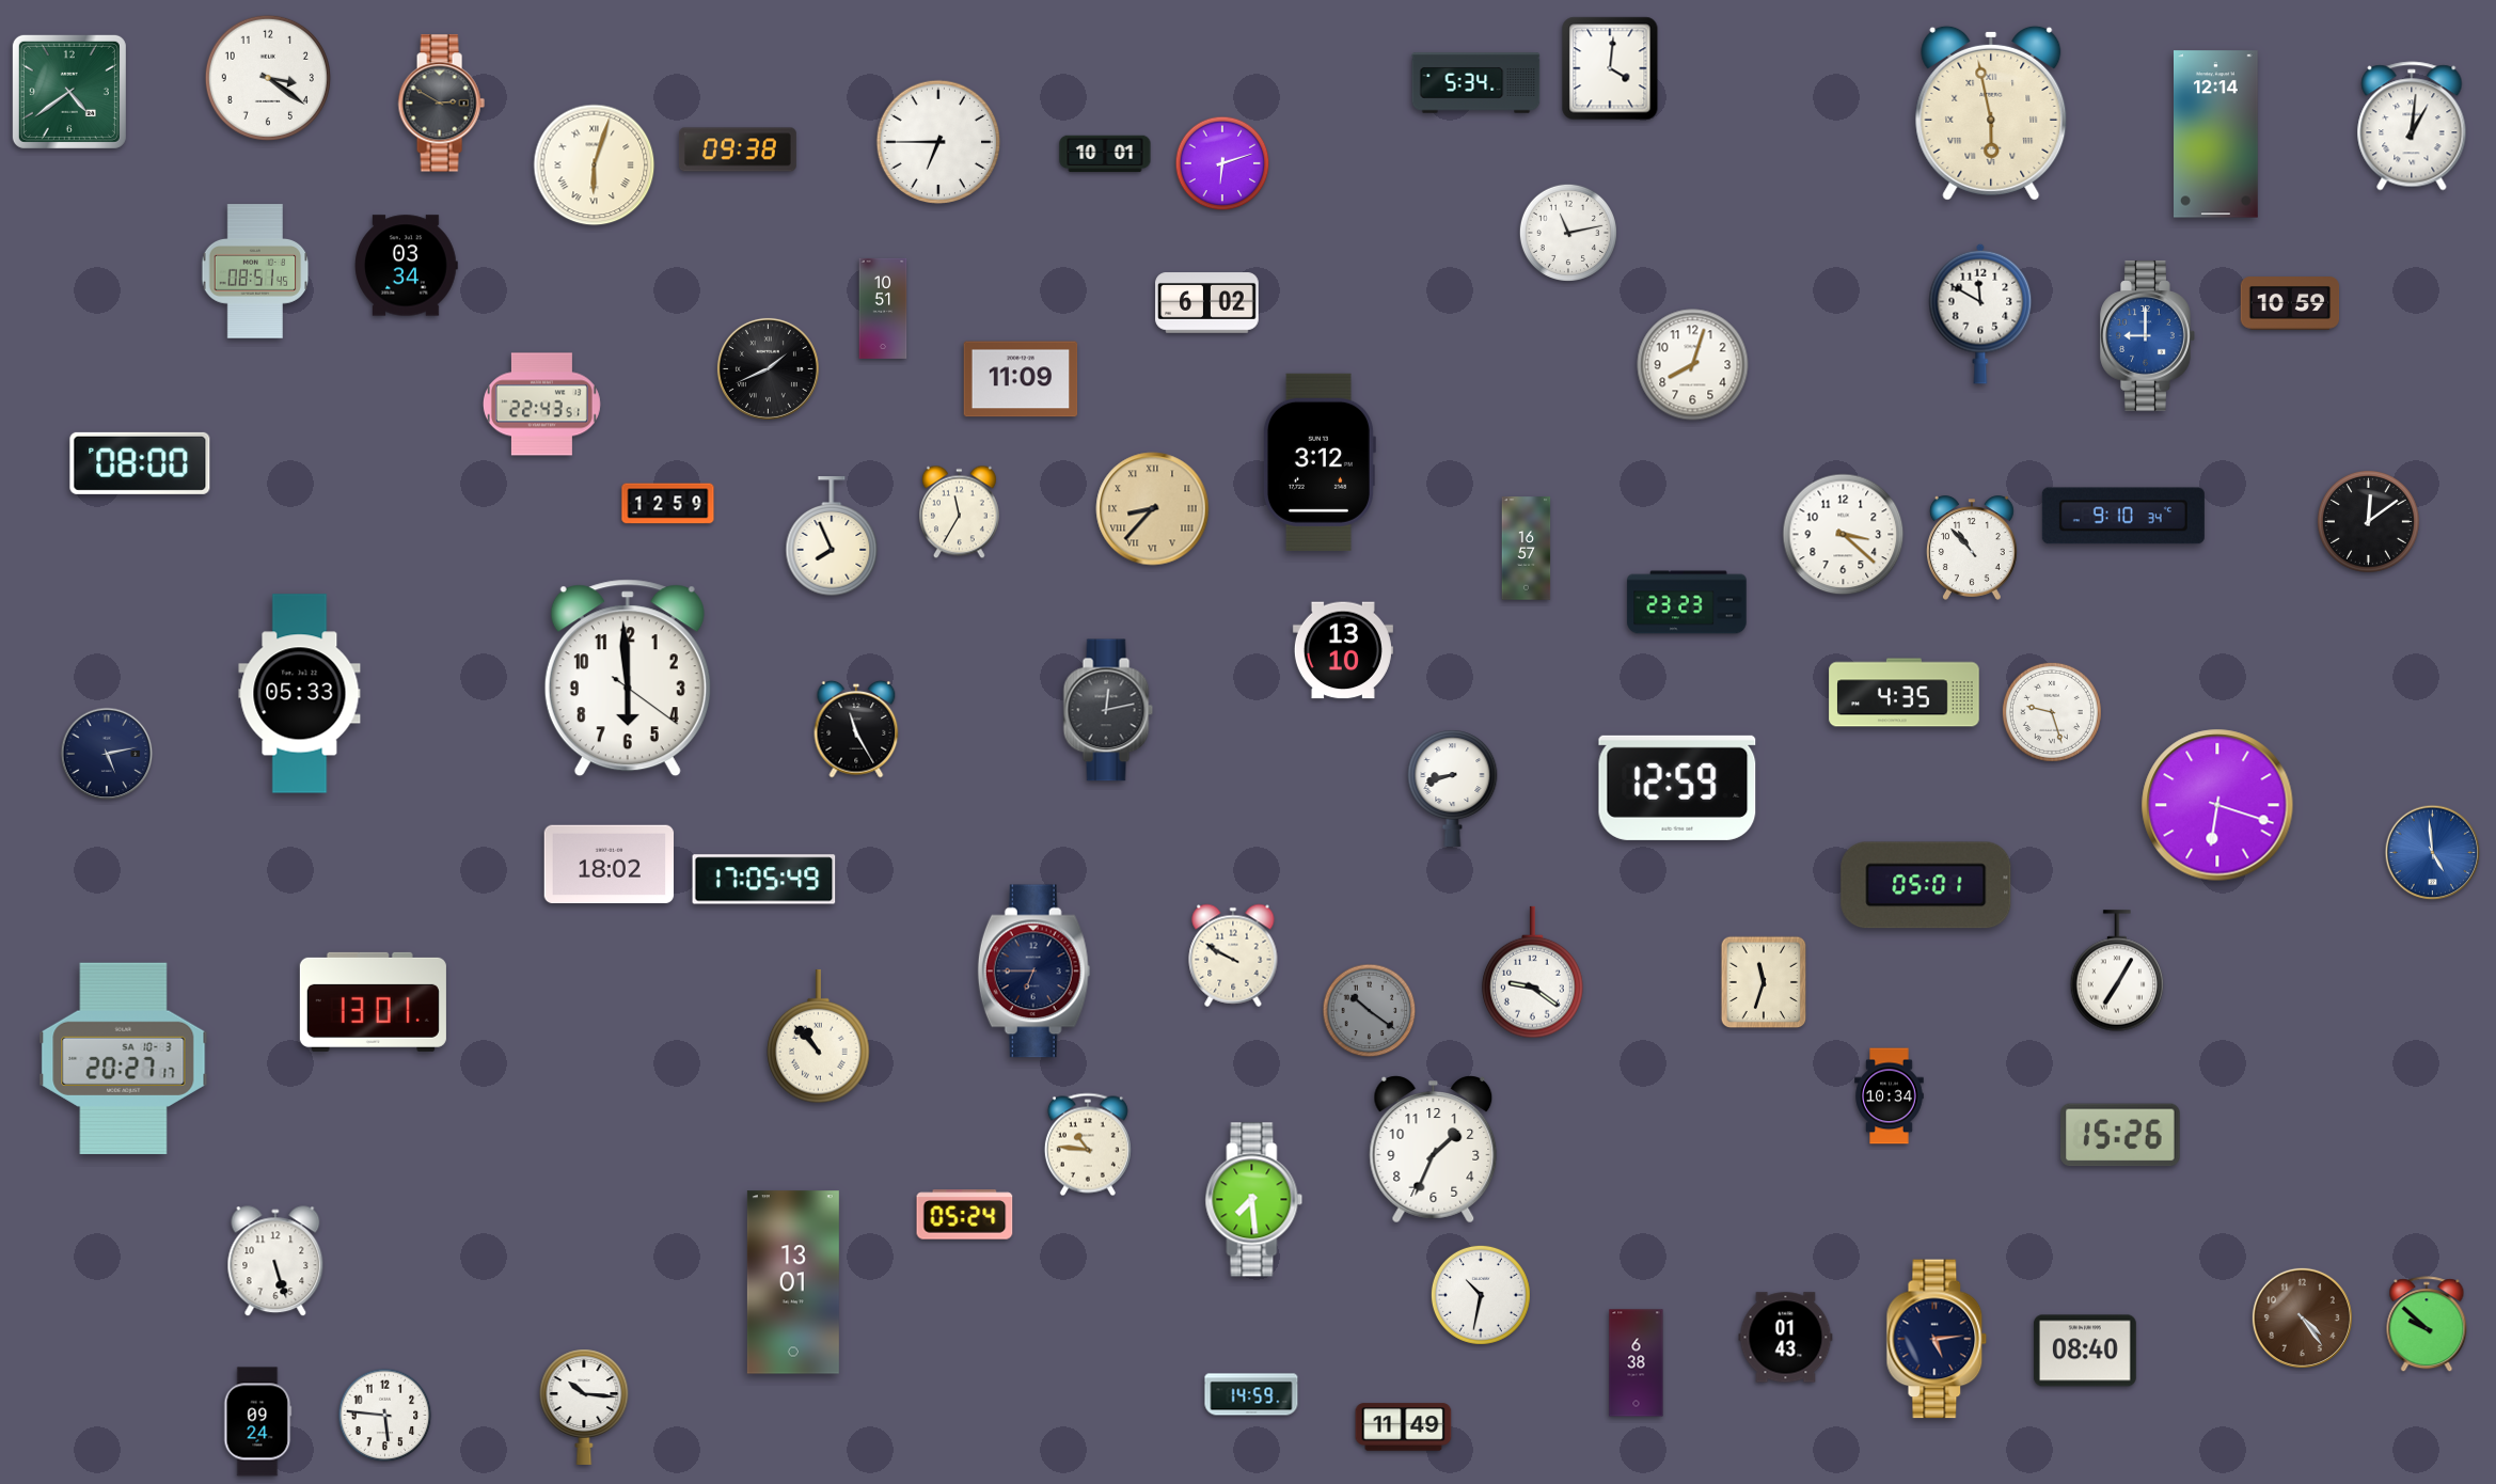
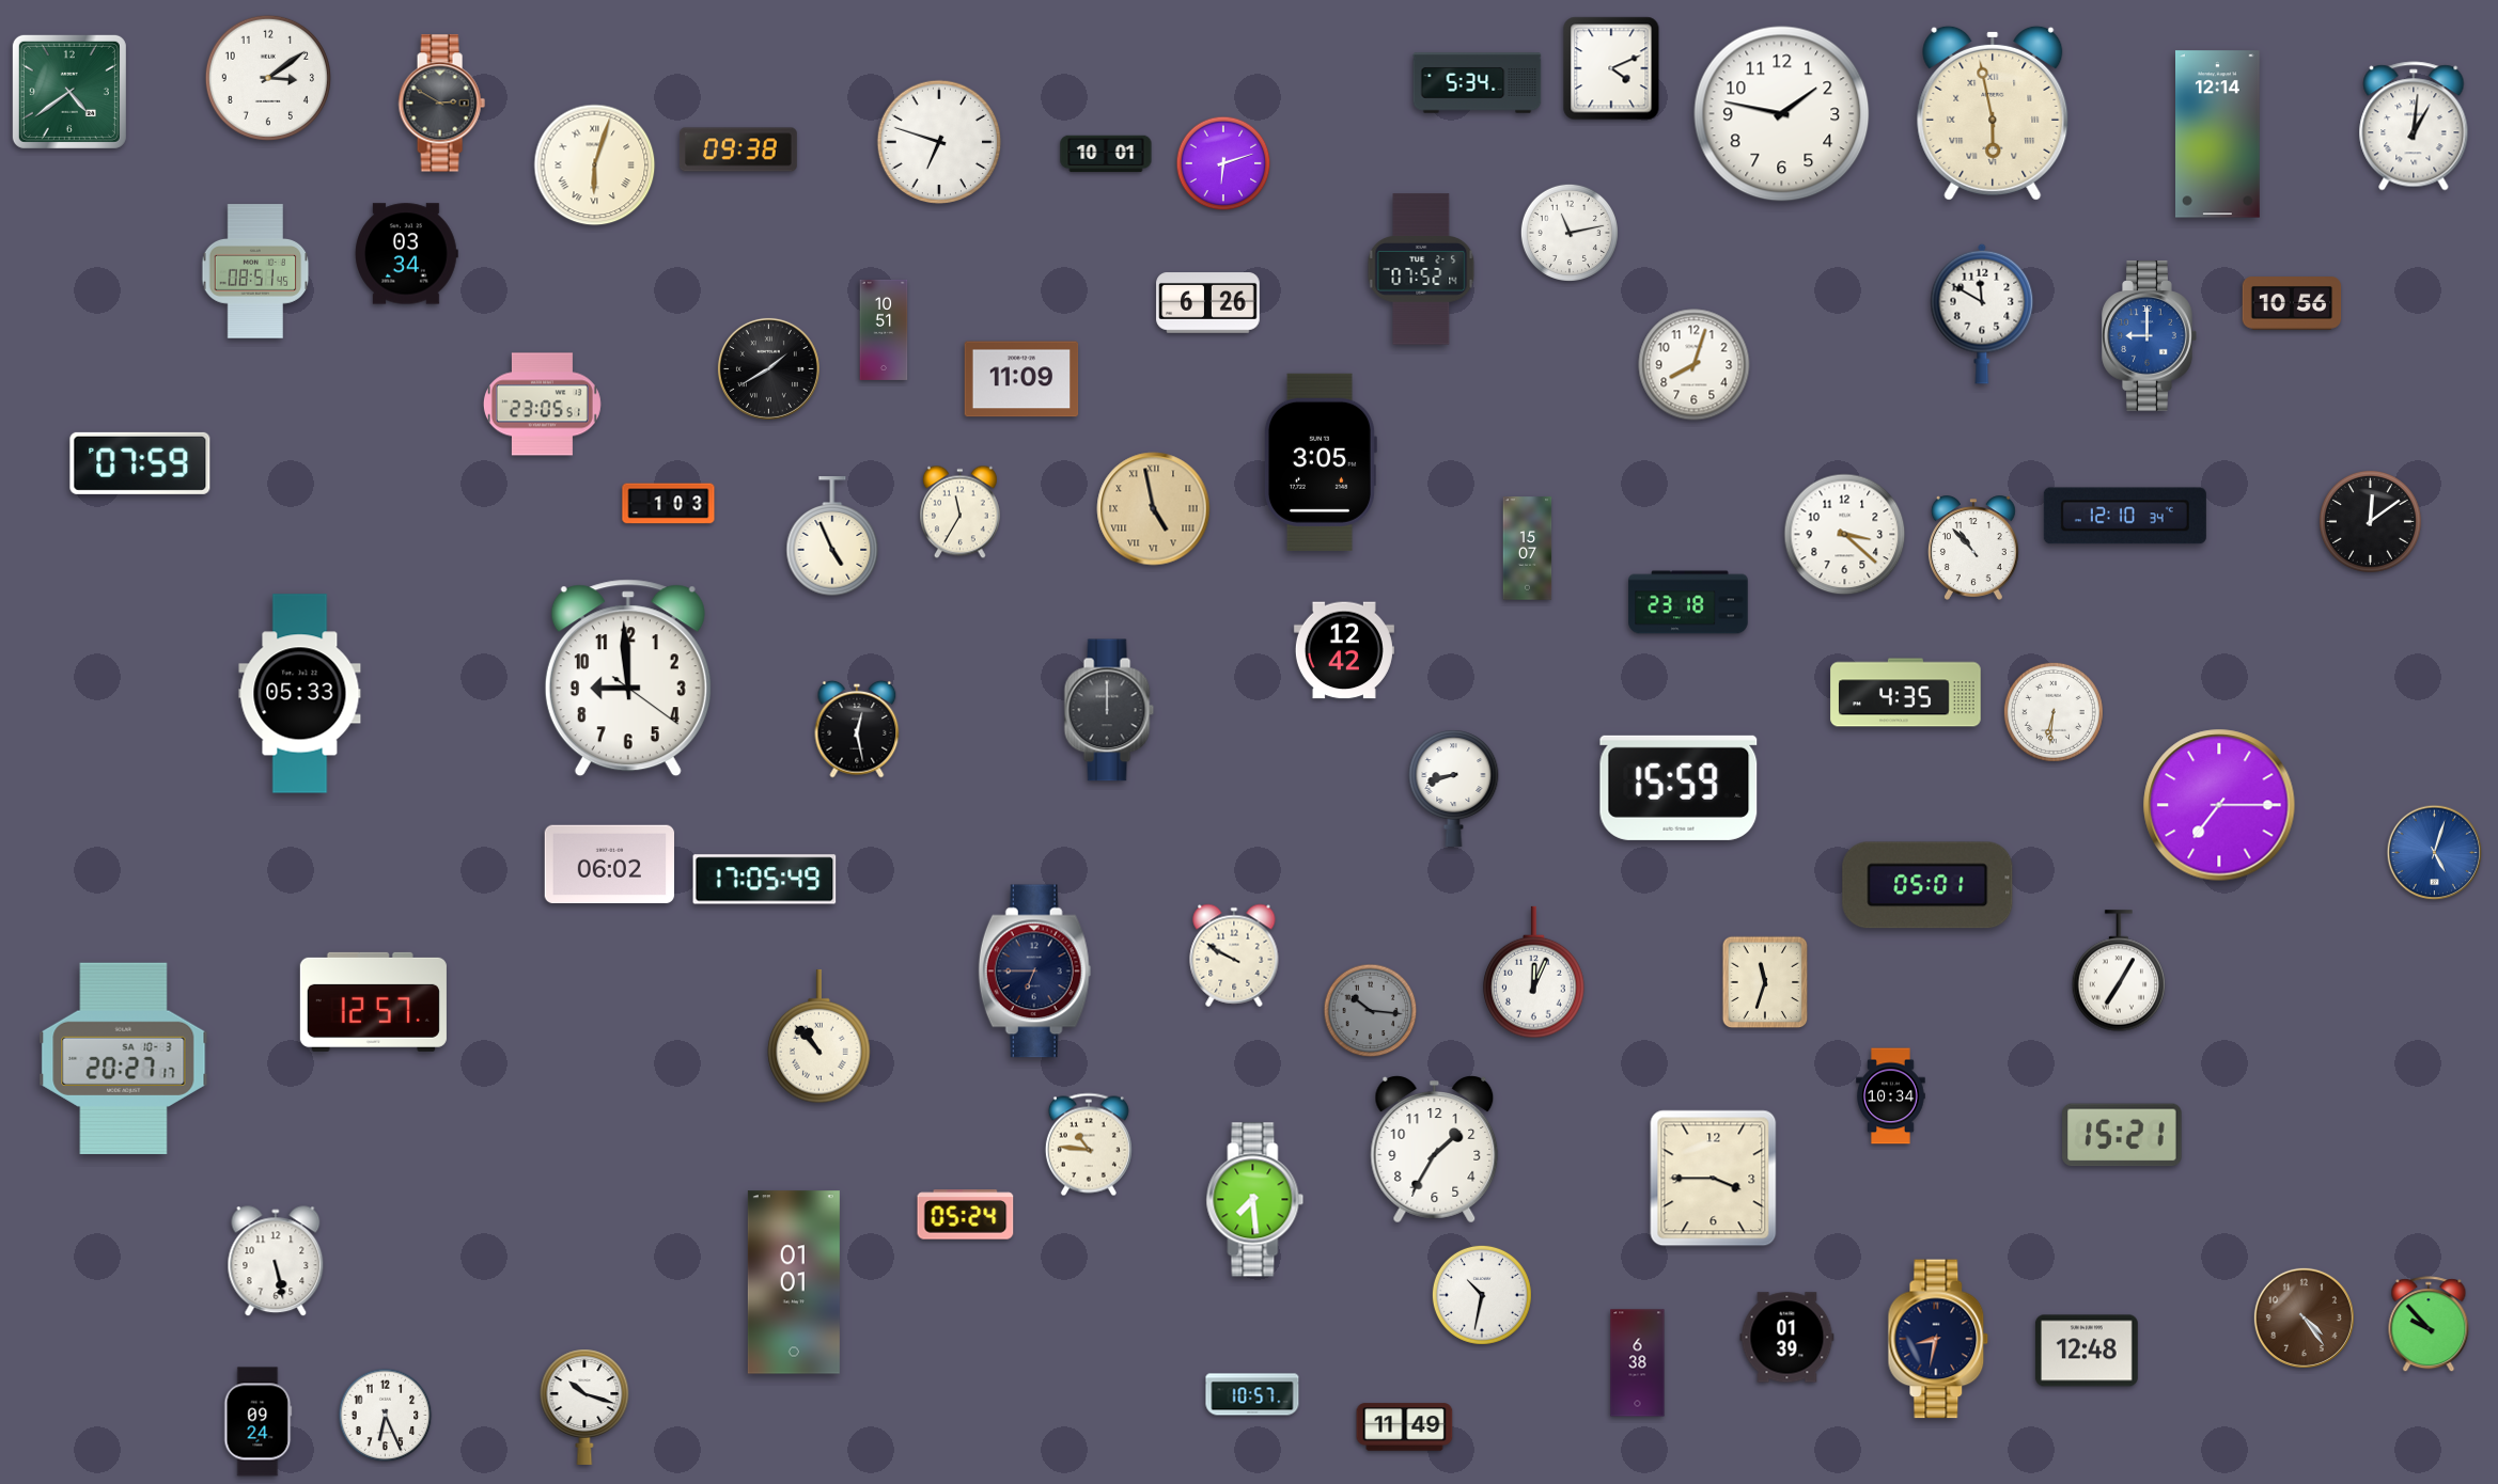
clock at (1610, 68): 4:01 -> 4:11
clock at (268, 78): 3:21 -> 3:09
clock at (1782, 114): none -> 1:47
clock at (938, 142): 6:45 -> 6:48
clock at (407, 266) position: (407, 266) -> (407, 254)
clock at (1421, 269): none -> 07:52
clock at (1207, 303): 6:02 -> 6:26
clock at (2290, 303): 10:59 -> 10:56
clock at (883, 309) position: (883, 309) -> (884, 330)
clock at (768, 368): 1:41 -> 1:40
clock at (541, 405): 22:43 -> 23:05
clock at (1318, 462): 3:12 -> 3:05
clock at (140, 463): 08:00 -> 07:59
clock at (668, 504): 12:59 -> 1:03
clock at (1153, 509): 8:37 -> 4:58
clock at (2123, 516): 9:10 -> 12:10
clock at (832, 537): 7:56 -> 4:56
clock at (1527, 549): 16:57 -> 15:07
clock at (1687, 602): 23:23 -> 23:18
clock at (1343, 650): 13:10 -> 12:42
clock at (628, 678): 5:59 -> 8:59
clock at (1108, 710): 12:13 -> 12:00
clock at (2052, 712): 9:27 -> 6:31
clock at (856, 729): 11:25 -> 12:28
clock at (107, 754): 5:13 -> none
clock at (1677, 788): 12:59 -> 15:59
clock at (2217, 805): 6:18 -> 7:15
clock at (2433, 853): 4:59 -> 5:03
clock at (610, 865): 18:02 -> 06:02
clock at (1532, 973): 9:21 -> 12:04
clock at (373, 1001): 13:01 -> 12:57
clock at (1370, 1011): 10:21 -> 10:16
clock at (2120, 1135): 15:26 -> 15:21
clock at (1434, 1150): 1:34 -> 1:35
clock at (1714, 1179): none -> 3:45
clock at (275, 1262): 5:27 -> 5:28
clock at (793, 1282): 13:01 -> 01:01
clock at (2427, 1325): 9:52 -> 9:53
clock at (1786, 1338): 01:43 -> 01:39
clock at (1937, 1339): 5:14 -> 8:32
clock at (2085, 1351): 08:40 -> 12:48
clock at (1251, 1394): 14:59 -> 10:57
clock at (584, 1407): 10:16 -> 10:18
clock at (385, 1416): 5:46 -> 6:26
